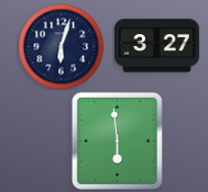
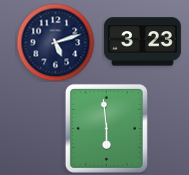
clock at (61, 46): 6:03 -> 5:12
clock at (156, 46): 3:27 -> 3:23
